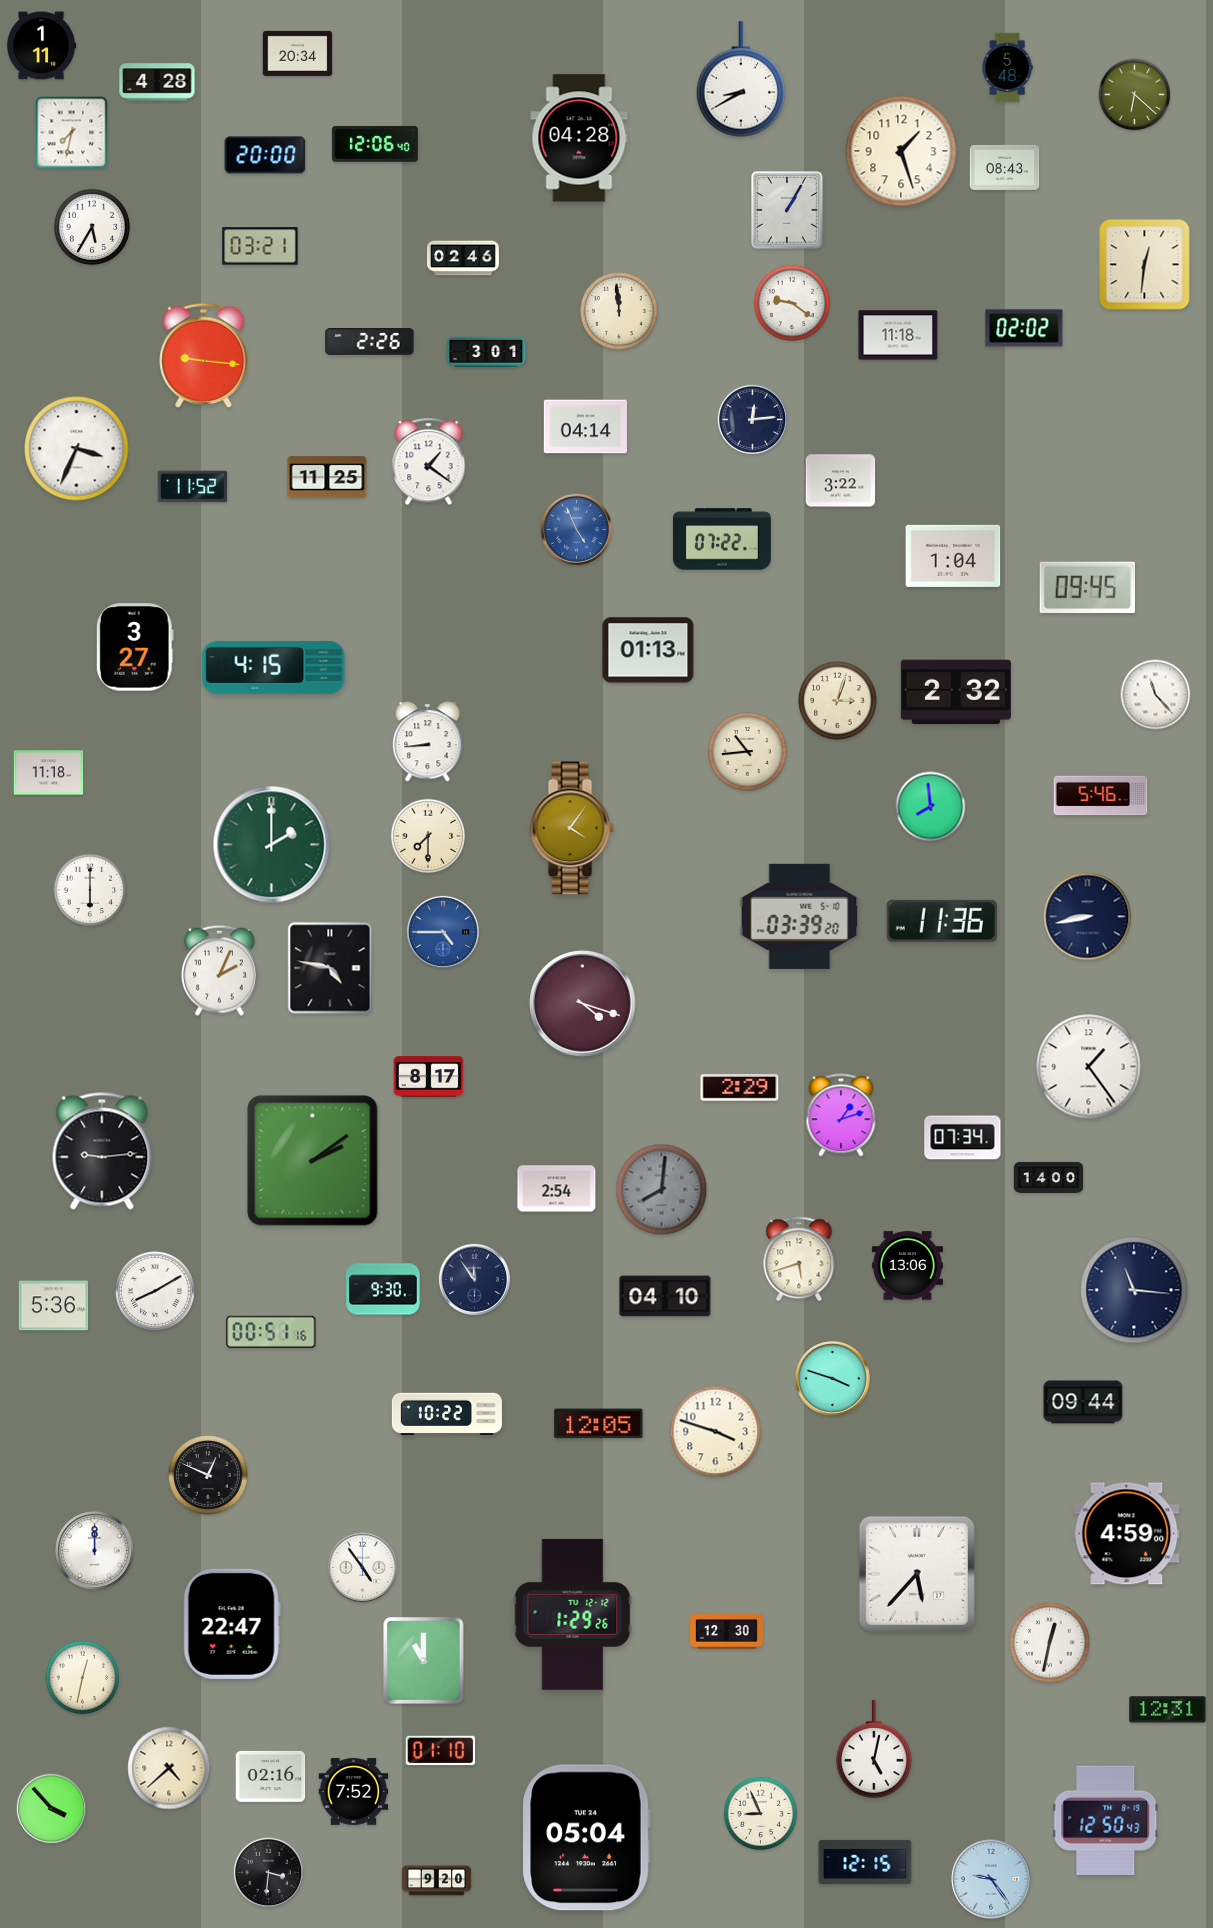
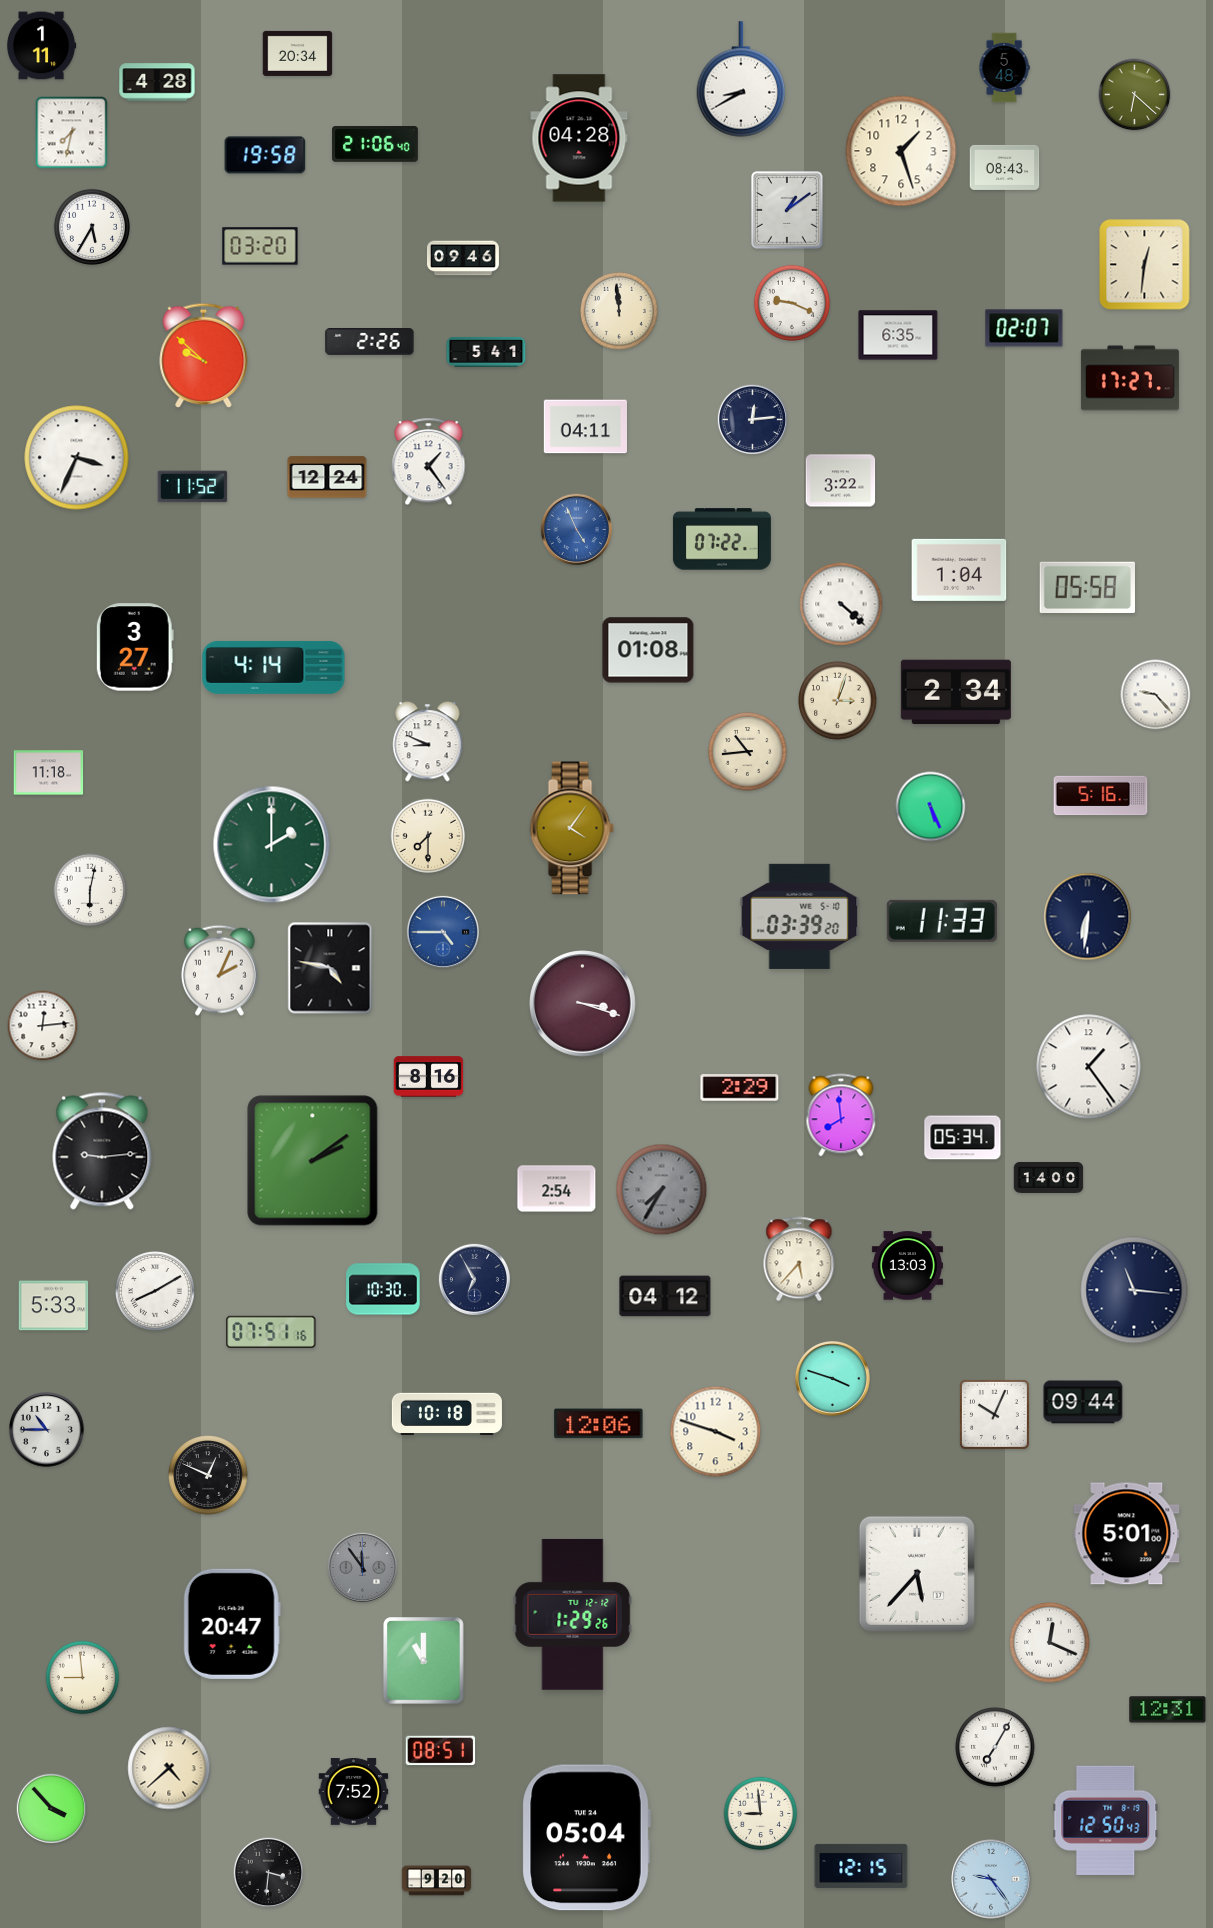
clock at (1007, 68) position: (1007, 68) -> (1004, 68)
clock at (376, 145): 12:06 -> 21:06
clock at (265, 155): 20:00 -> 19:58
clock at (788, 211): 1:05 -> 1:09
clock at (260, 246): 03:21 -> 03:20
clock at (463, 258): 02:46 -> 09:46
clock at (792, 303): 9:21 -> 9:19
clock at (1024, 328): 02:02 -> 02:07
clock at (898, 335): 11:18 -> 6:35
clock at (486, 352): 3:01 -> 5:41
clock at (204, 355): 9:16 -> 9:52
clock at (1130, 378): none -> 17:27
clock at (585, 427): 04:14 -> 04:11
clock at (77, 449) position: (77, 449) -> (77, 458)
clock at (429, 462): 1:21 -> 1:24
clock at (327, 477): 11:25 -> 12:24
clock at (953, 556) position: (953, 556) -> (959, 570)
clock at (1087, 587): 09:45 -> 05:58
clock at (841, 604): none -> 4:22
clock at (648, 650): 01:13 -> 01:08
clock at (274, 667): 4:15 -> 4:14
clock at (956, 692): 2:32 -> 2:34
clock at (1156, 695): 11:23 -> 9:23
clock at (428, 742): 8:44 -> 8:49
clock at (1101, 796): 5:46 -> 5:16
clock at (931, 807): 7:59 -> 5:26
clock at (90, 890): 6:00 -> 6:02
clock at (1088, 917): 8:43 -> 6:31
clock at (942, 921): 11:36 -> 11:33
clock at (583, 1004): 4:18 -> 3:18
clock at (43, 1026): none -> 12:14
clock at (429, 1077): 8:17 -> 8:16
clock at (841, 1115): 1:12 -> 7:59
clock at (963, 1138): 07:34 -> 05:34
clock at (662, 1190): 8:01 -> 7:35
clock at (799, 1259): 5:42 -> 5:37
clock at (907, 1266): 13:06 -> 13:03
clock at (474, 1279): 11:54 -> 6:55
clock at (383, 1289): 9:30 -> 10:30
clock at (665, 1296): 04:10 -> 04:12
clock at (54, 1306): 5:36 -> 5:33
clock at (271, 1332): 00:51 -> 07:51
clock at (447, 1414): 10:22 -> 10:18
clock at (994, 1414): none -> 10:04
clock at (599, 1424): 12:05 -> 12:06
clock at (47, 1430): none -> 10:45
clock at (1127, 1534): 4:59 -> 5:01
clock at (95, 1551): 12:00 -> none
clock at (363, 1568): 4:54 -> 11:54
clock at (363, 1568) dial: white -> grey
clock at (232, 1624): 22:47 -> 20:47
clock at (727, 1632): 12:30 -> none
clock at (1050, 1643): 12:32 -> 12:19
clock at (83, 1678): 12:32 -> 8:59
clock at (995, 1747): none -> 7:05
clock at (874, 1749): 5:02 -> none
clock at (441, 1751): 01:10 -> 08:51
clock at (271, 1776): 02:16 -> none
clock at (761, 1814): 8:56 -> 8:59
clock at (865, 1862) position: (865, 1862) -> (861, 1866)
